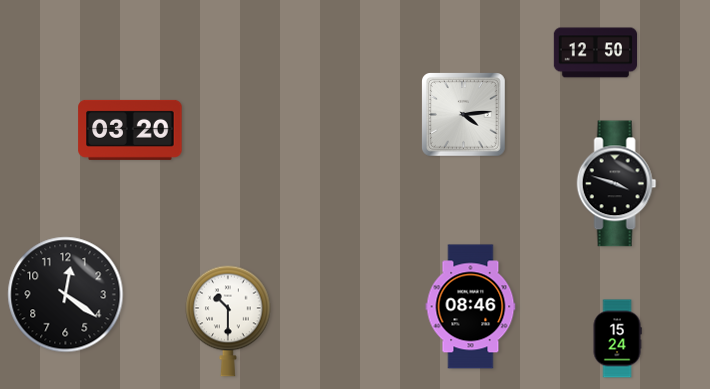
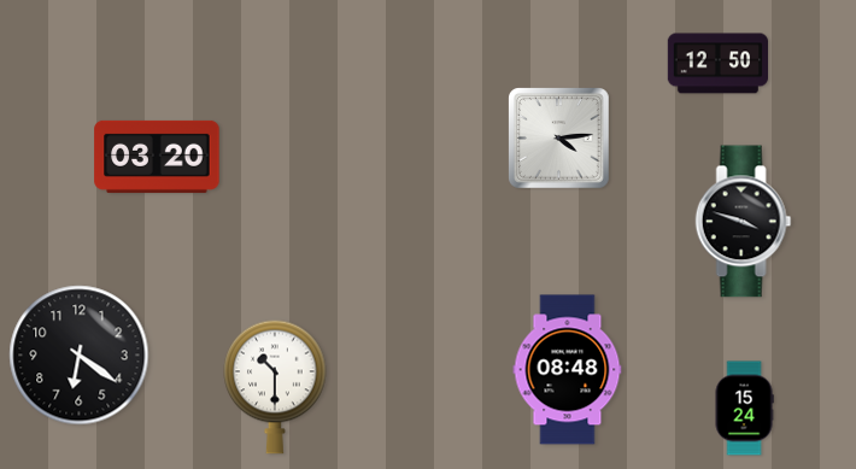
clock at (66, 295): 12:21 -> 6:21
clock at (471, 307): 08:46 -> 08:48
